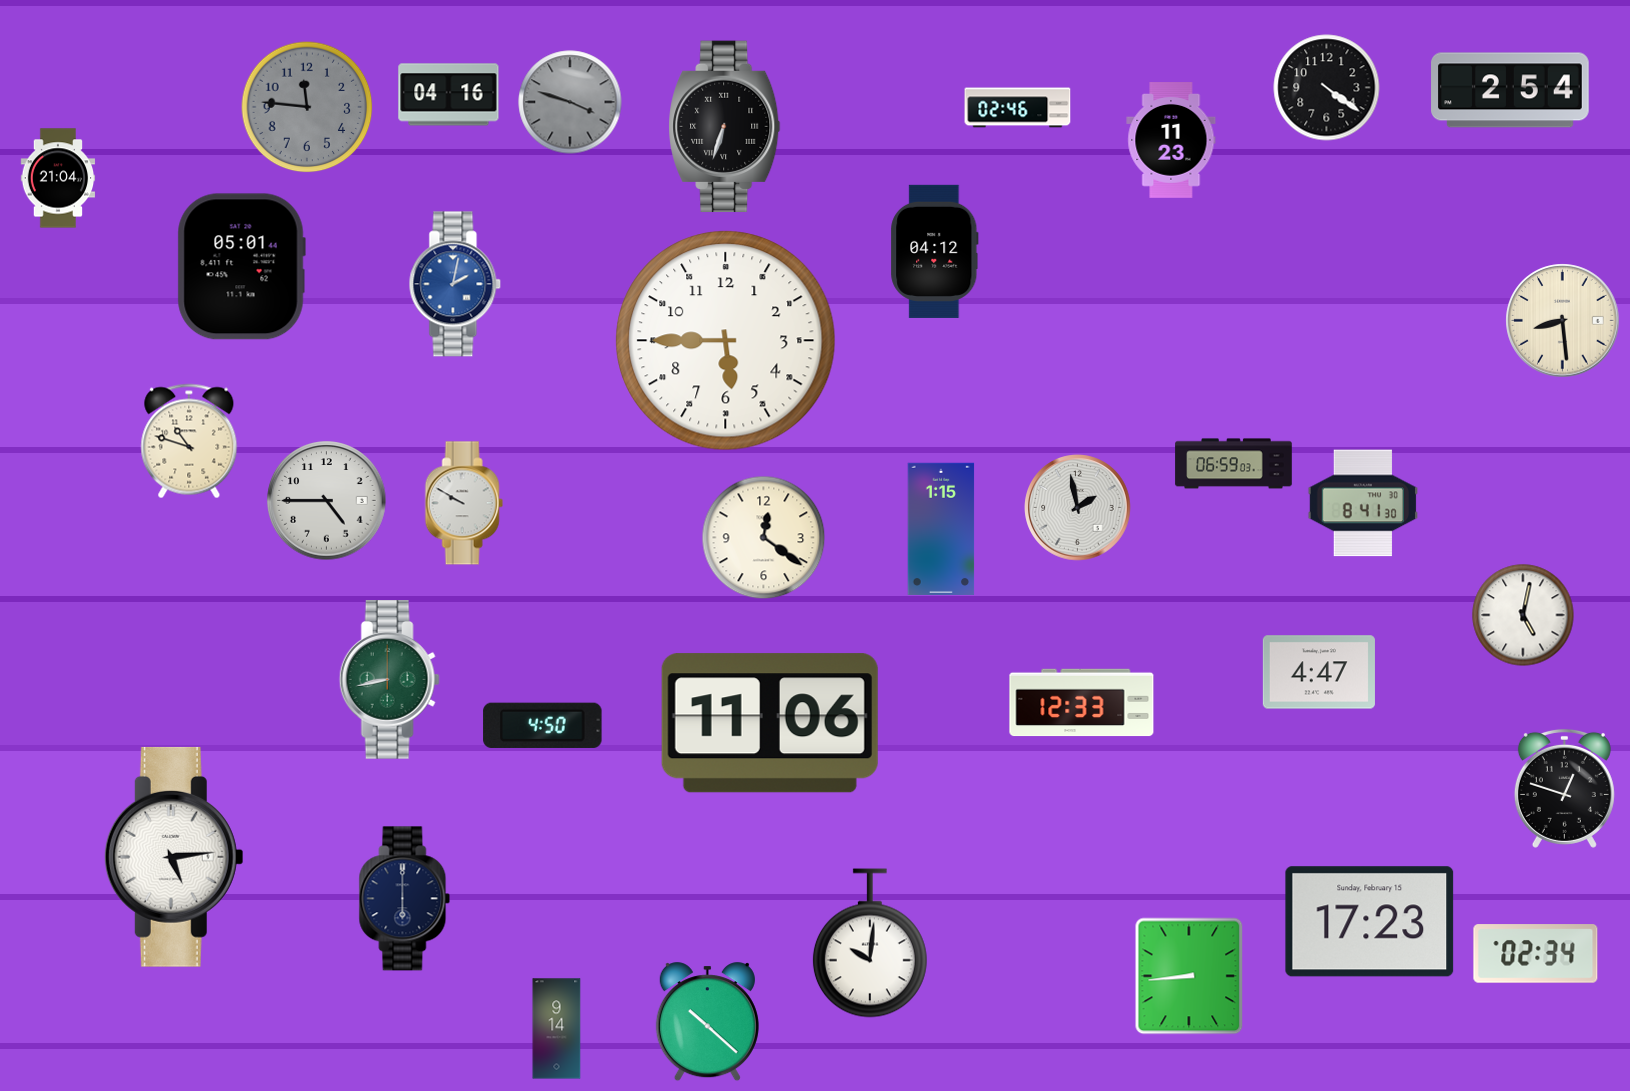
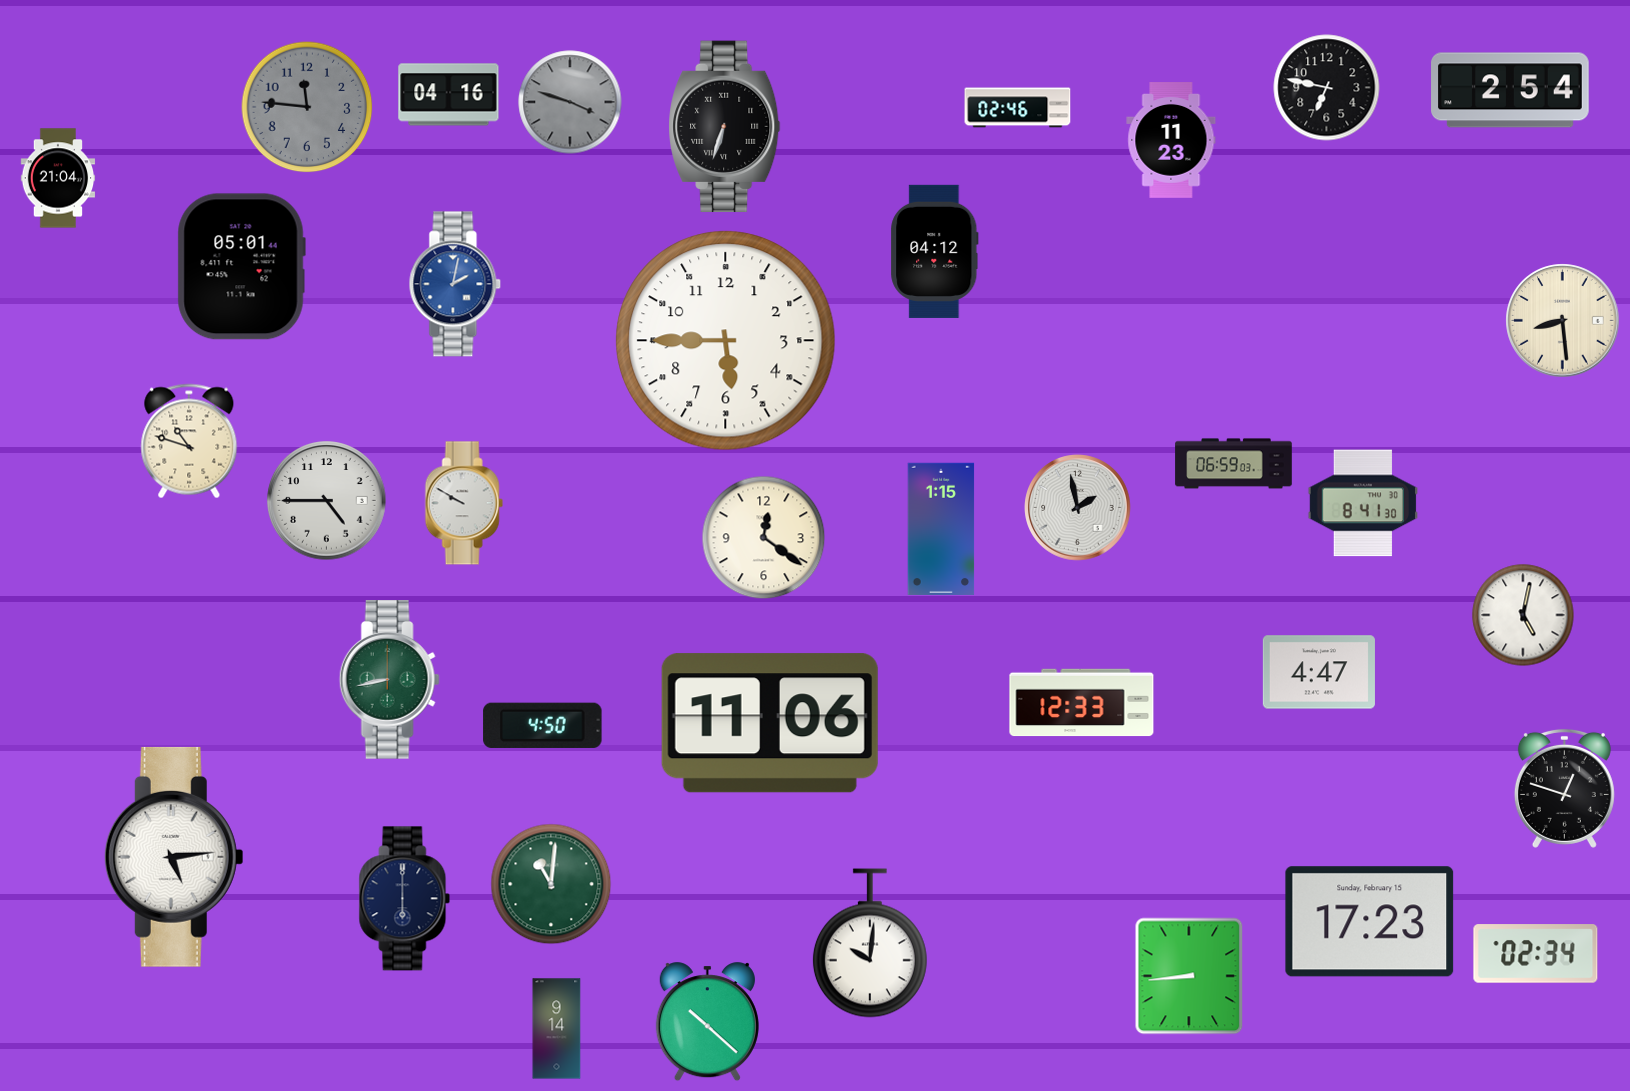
clock at (1327, 88): 4:21 -> 6:47
clock at (551, 884): none -> 11:01
